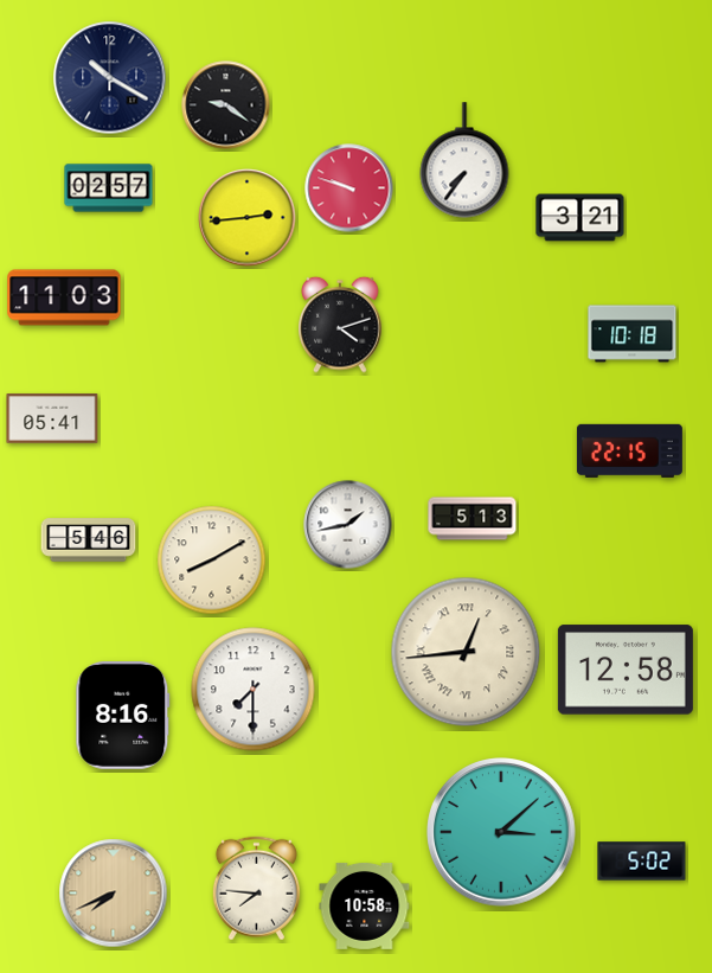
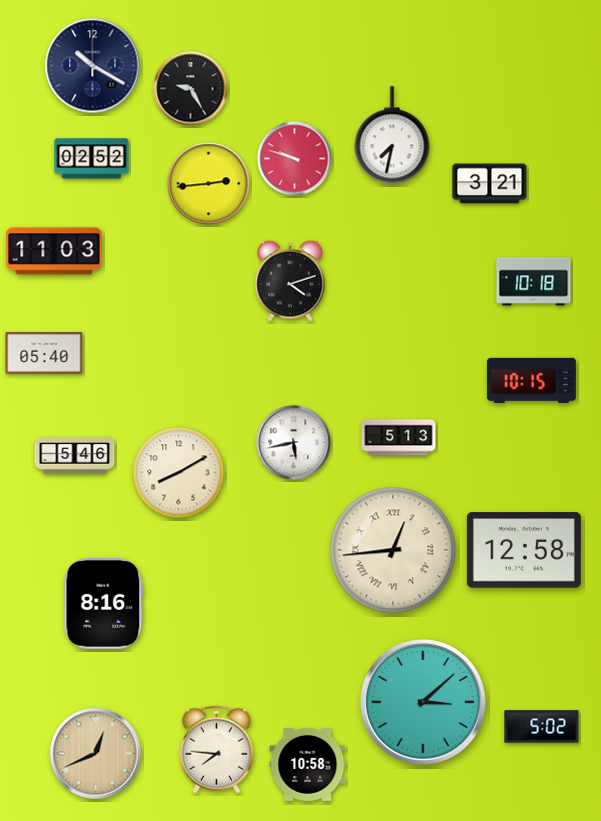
clock at (226, 105): 9:21 -> 9:25
clock at (464, 160): 7:36 -> 7:32
clock at (109, 188): 02:57 -> 02:52
clock at (340, 325) position: (340, 325) -> (290, 281)
clock at (52, 418): 05:41 -> 05:40
clock at (629, 450): 22:15 -> 10:15
clock at (348, 525): 1:43 -> 5:43
clock at (626, 670) position: (626, 670) -> (524, 550)
clock at (254, 690): 7:30 -> none
clock at (114, 894): 7:41 -> 12:41
